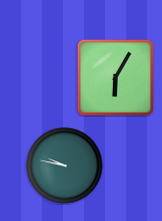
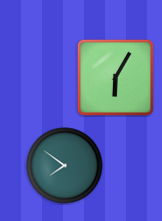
clock at (65, 166): 9:47 -> 7:51
